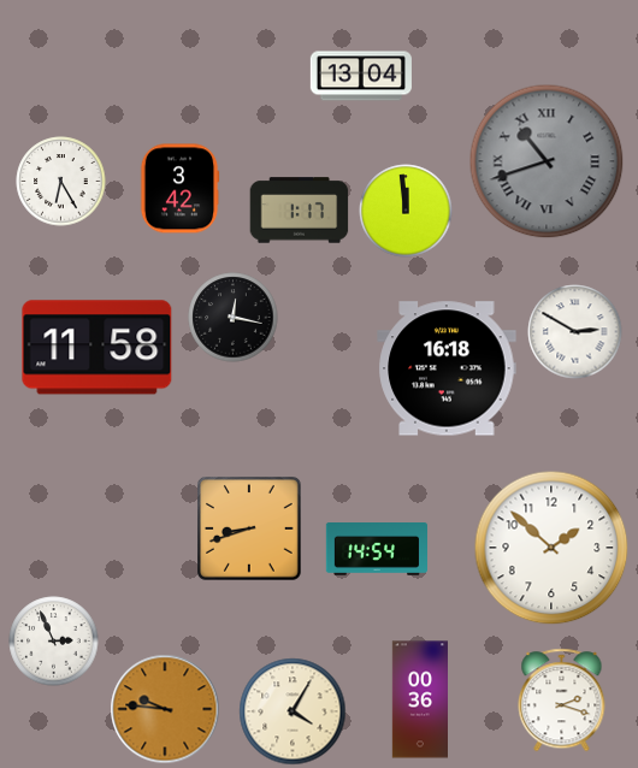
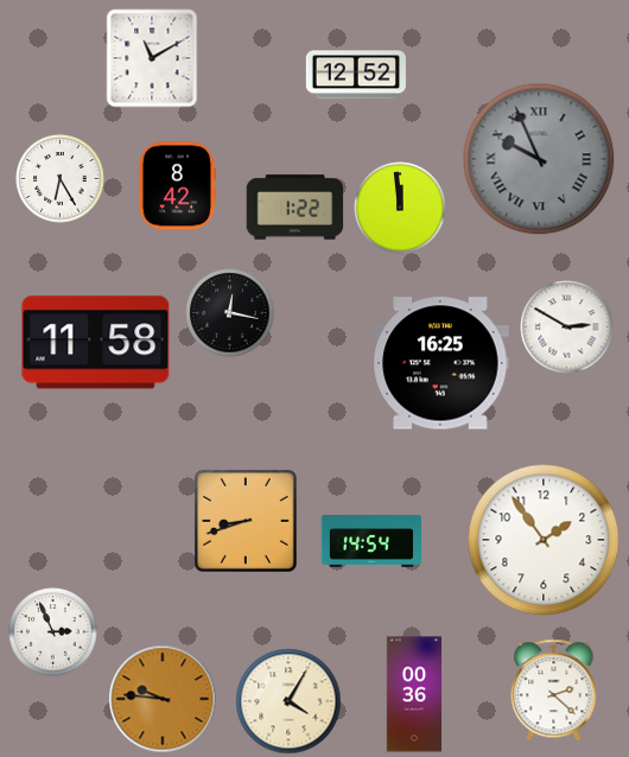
clock at (152, 58): none -> 11:10
clock at (361, 76): 13:04 -> 12:52
clock at (547, 161): 10:42 -> 9:56
clock at (179, 189): 3:42 -> 8:42
clock at (300, 211): 1:17 -> 1:22
clock at (447, 368): 16:18 -> 16:25
clock at (551, 548): 1:52 -> 1:54
clock at (419, 699) position: (419, 699) -> (413, 694)
clock at (562, 701): 2:18 -> 2:22
